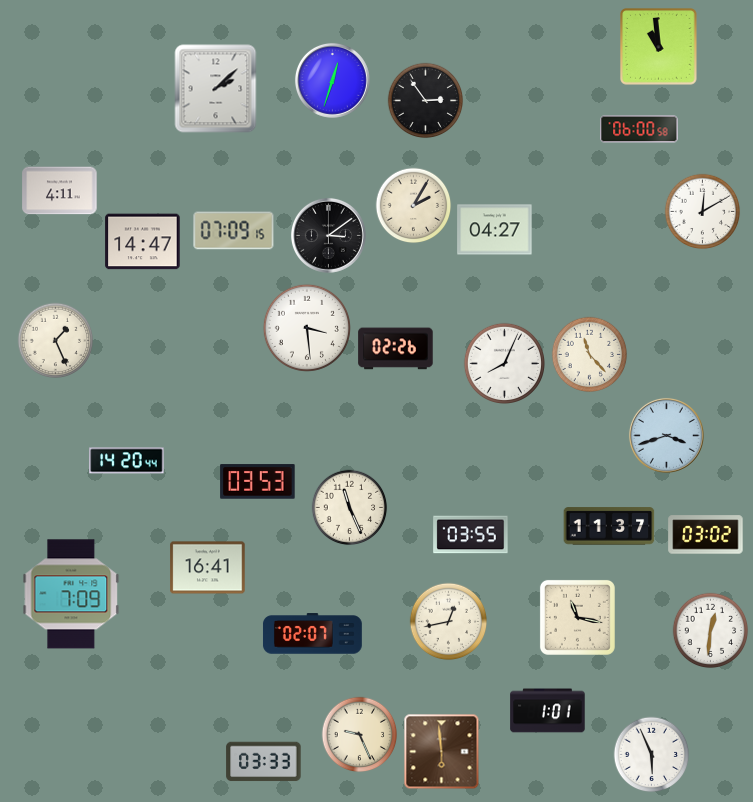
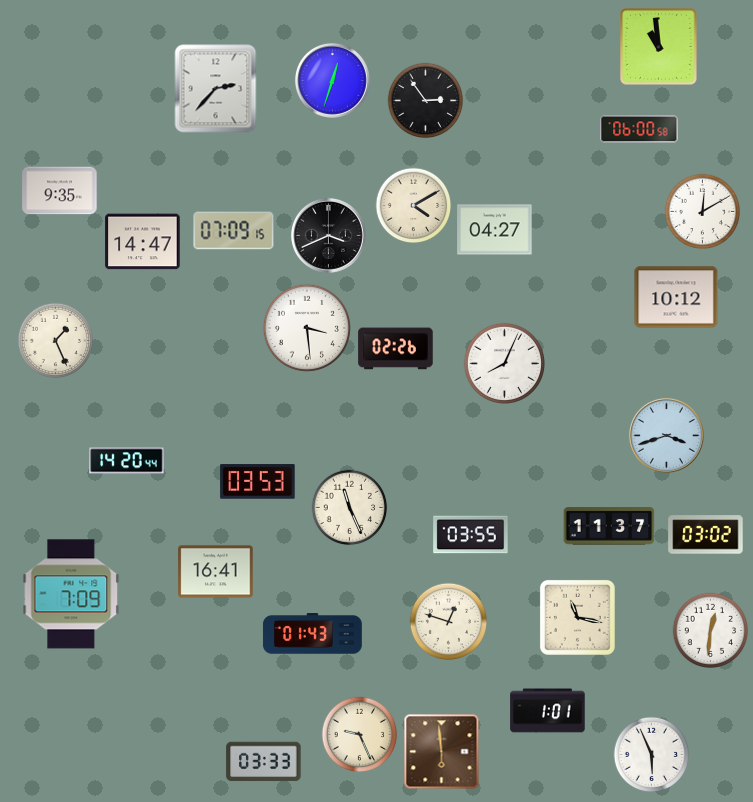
clock at (216, 89): 2:08 -> 2:37
clock at (60, 191): 4:11 -> 9:35
clock at (414, 206): 2:05 -> 4:10
clock at (328, 235): 3:09 -> 3:41
clock at (676, 297): none -> 10:12
clock at (590, 355): 11:23 -> none
clock at (208, 568) position: (208, 568) -> (216, 572)
clock at (449, 622): 12:43 -> 12:48
clock at (312, 634): 02:07 -> 01:43
